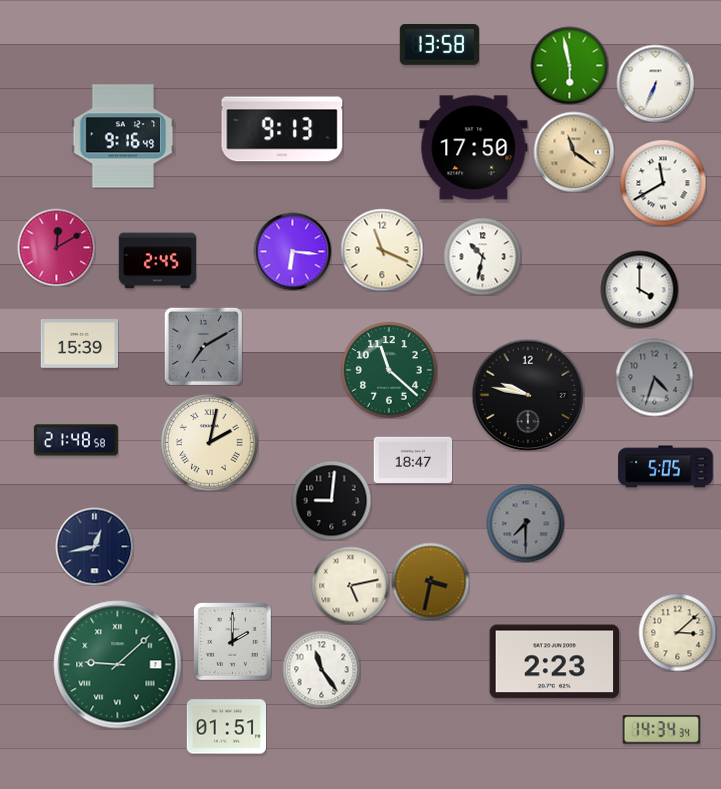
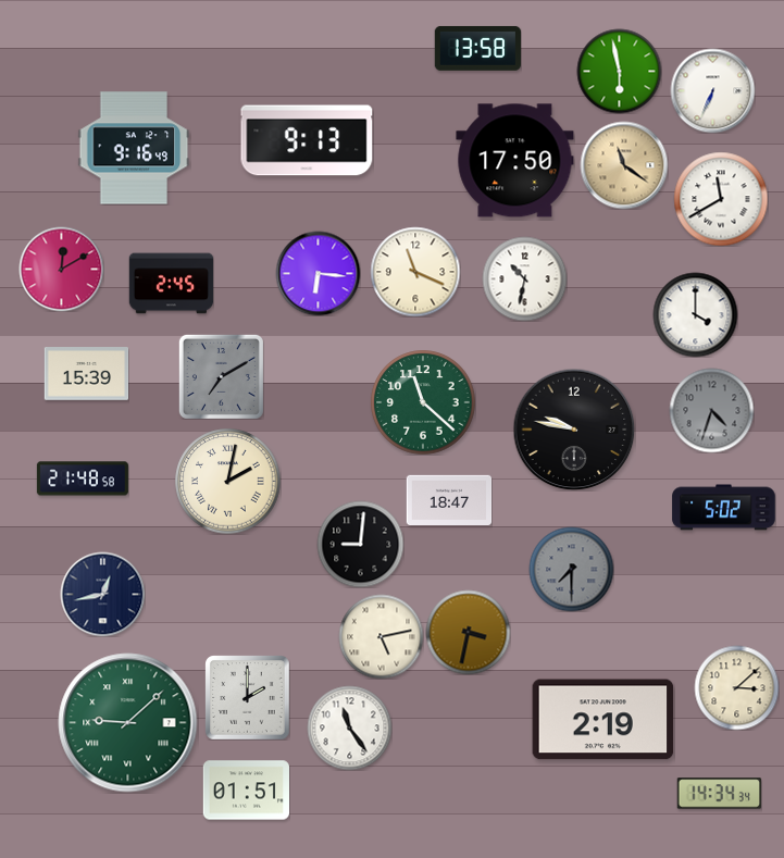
clock at (666, 467): 5:05 -> 5:02
clock at (232, 641) position: (232, 641) -> (247, 697)
clock at (555, 662): 2:23 -> 2:19
